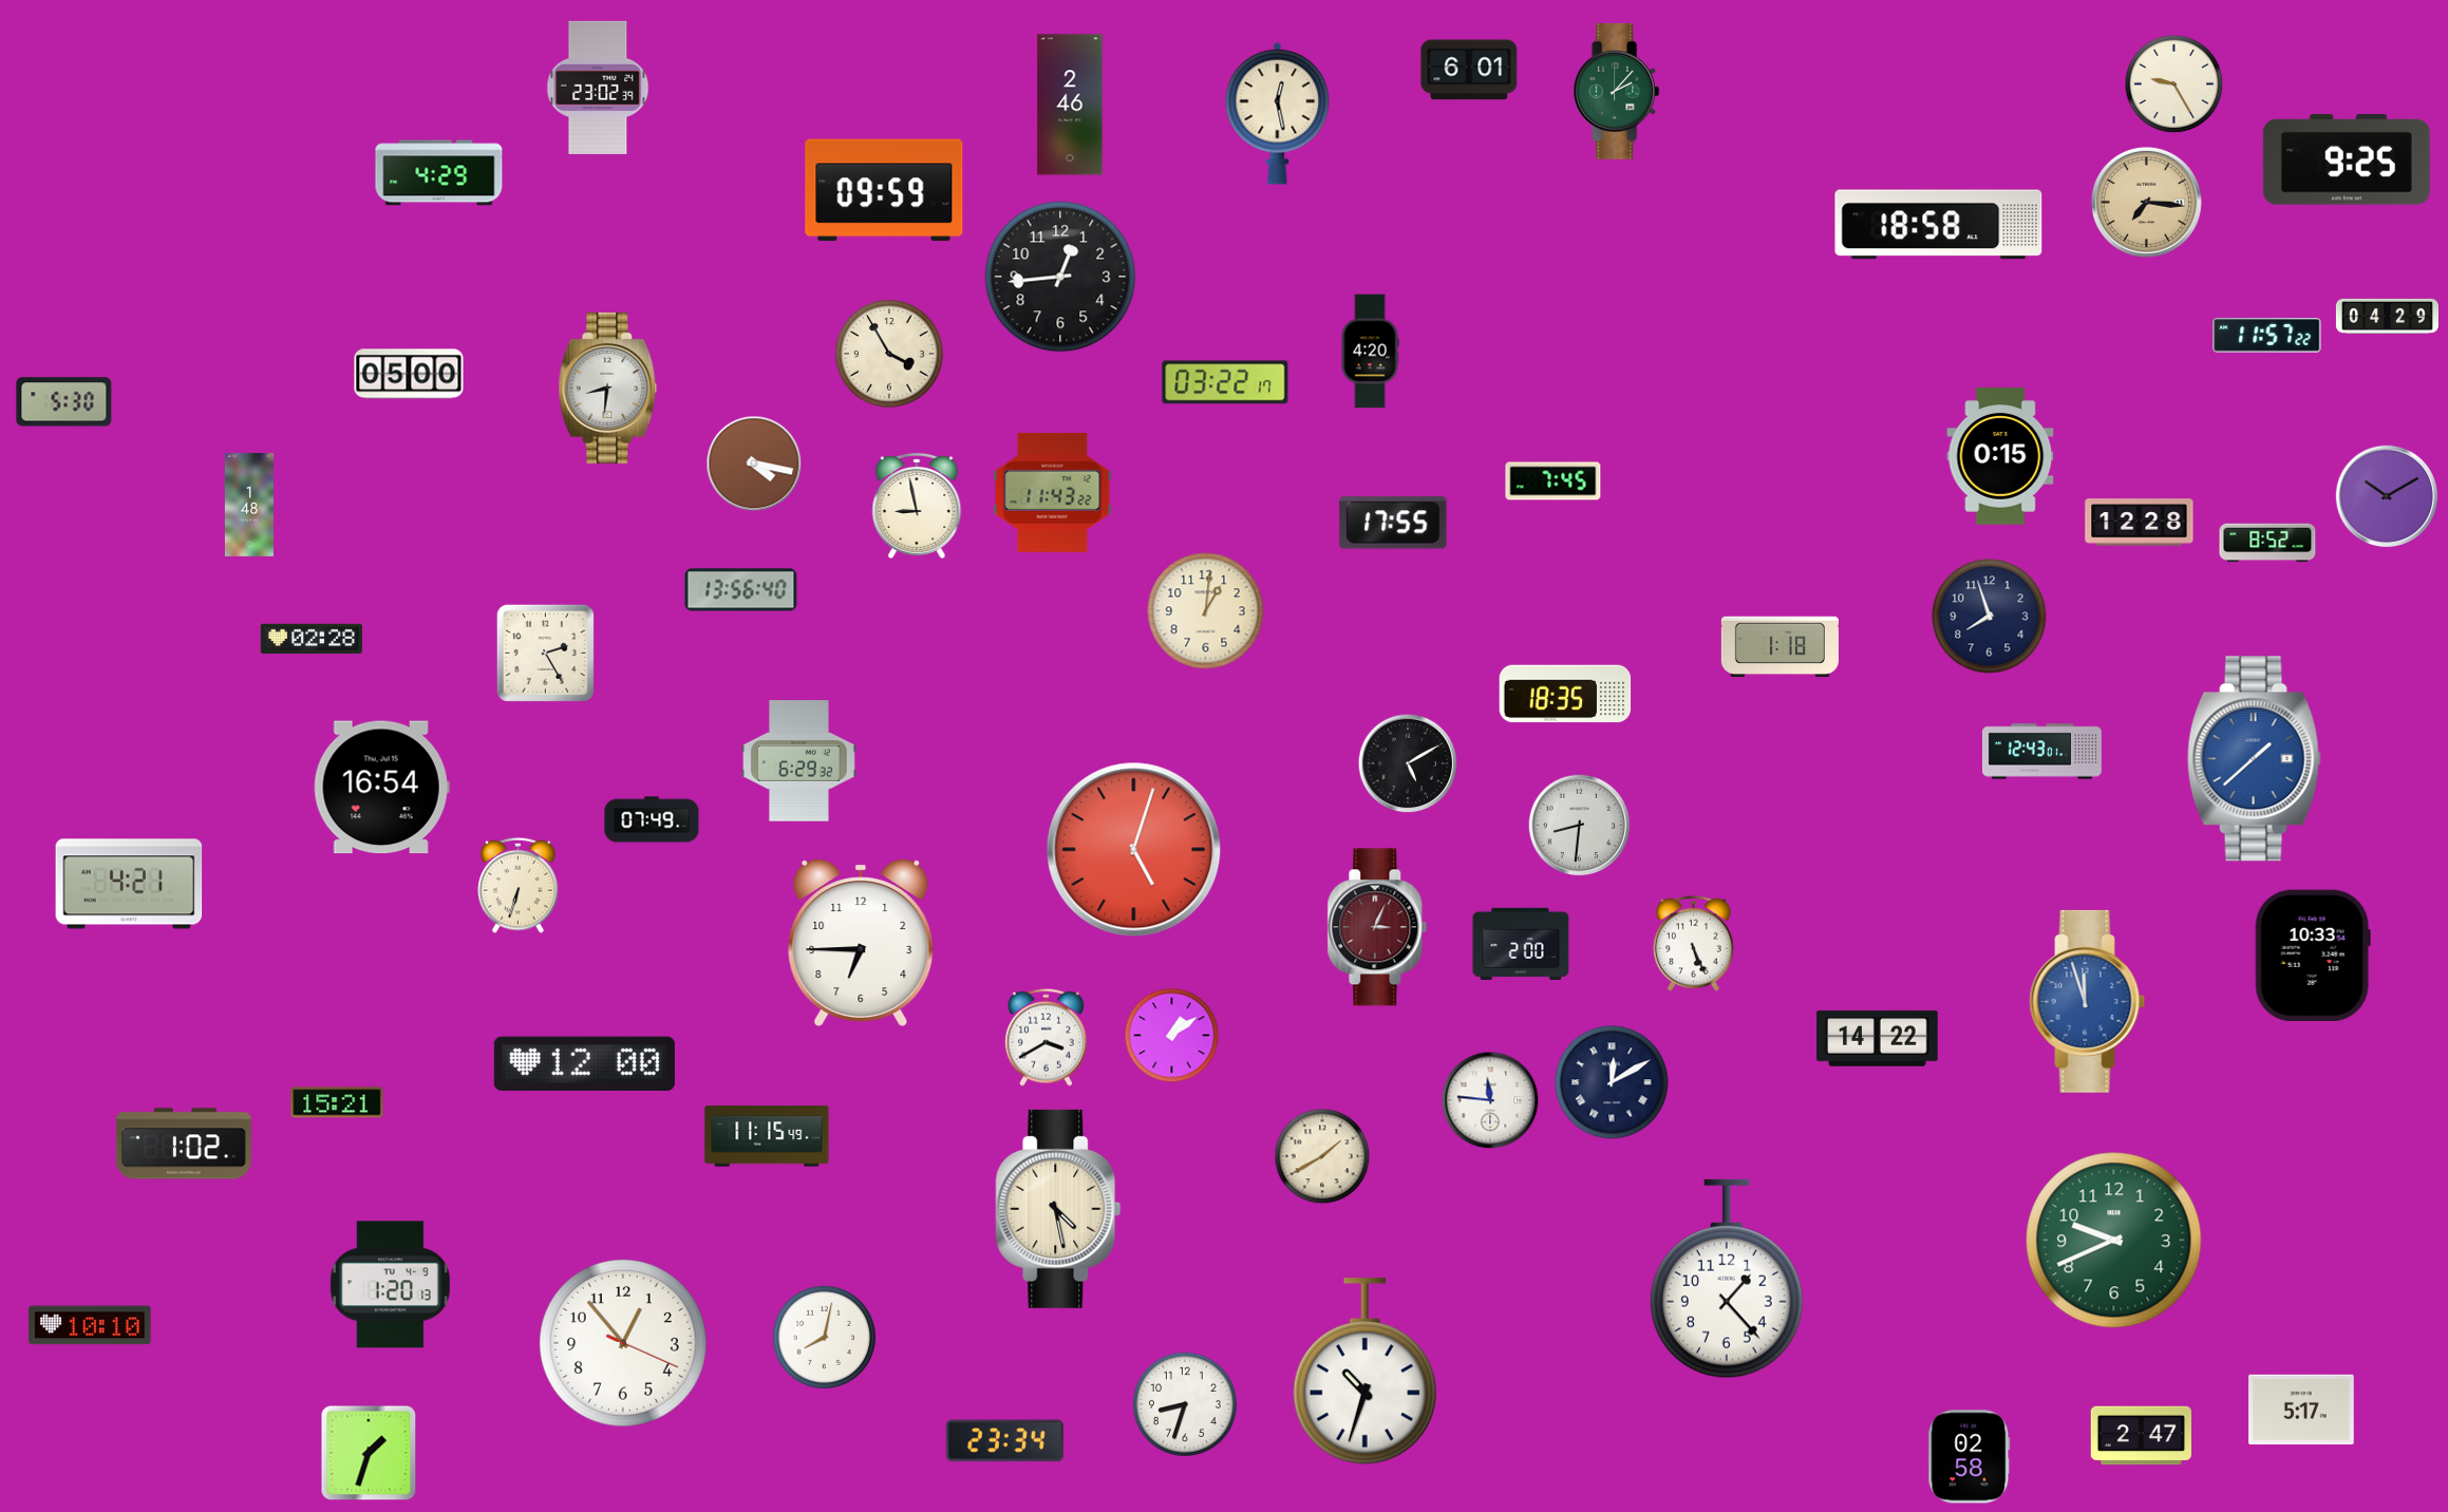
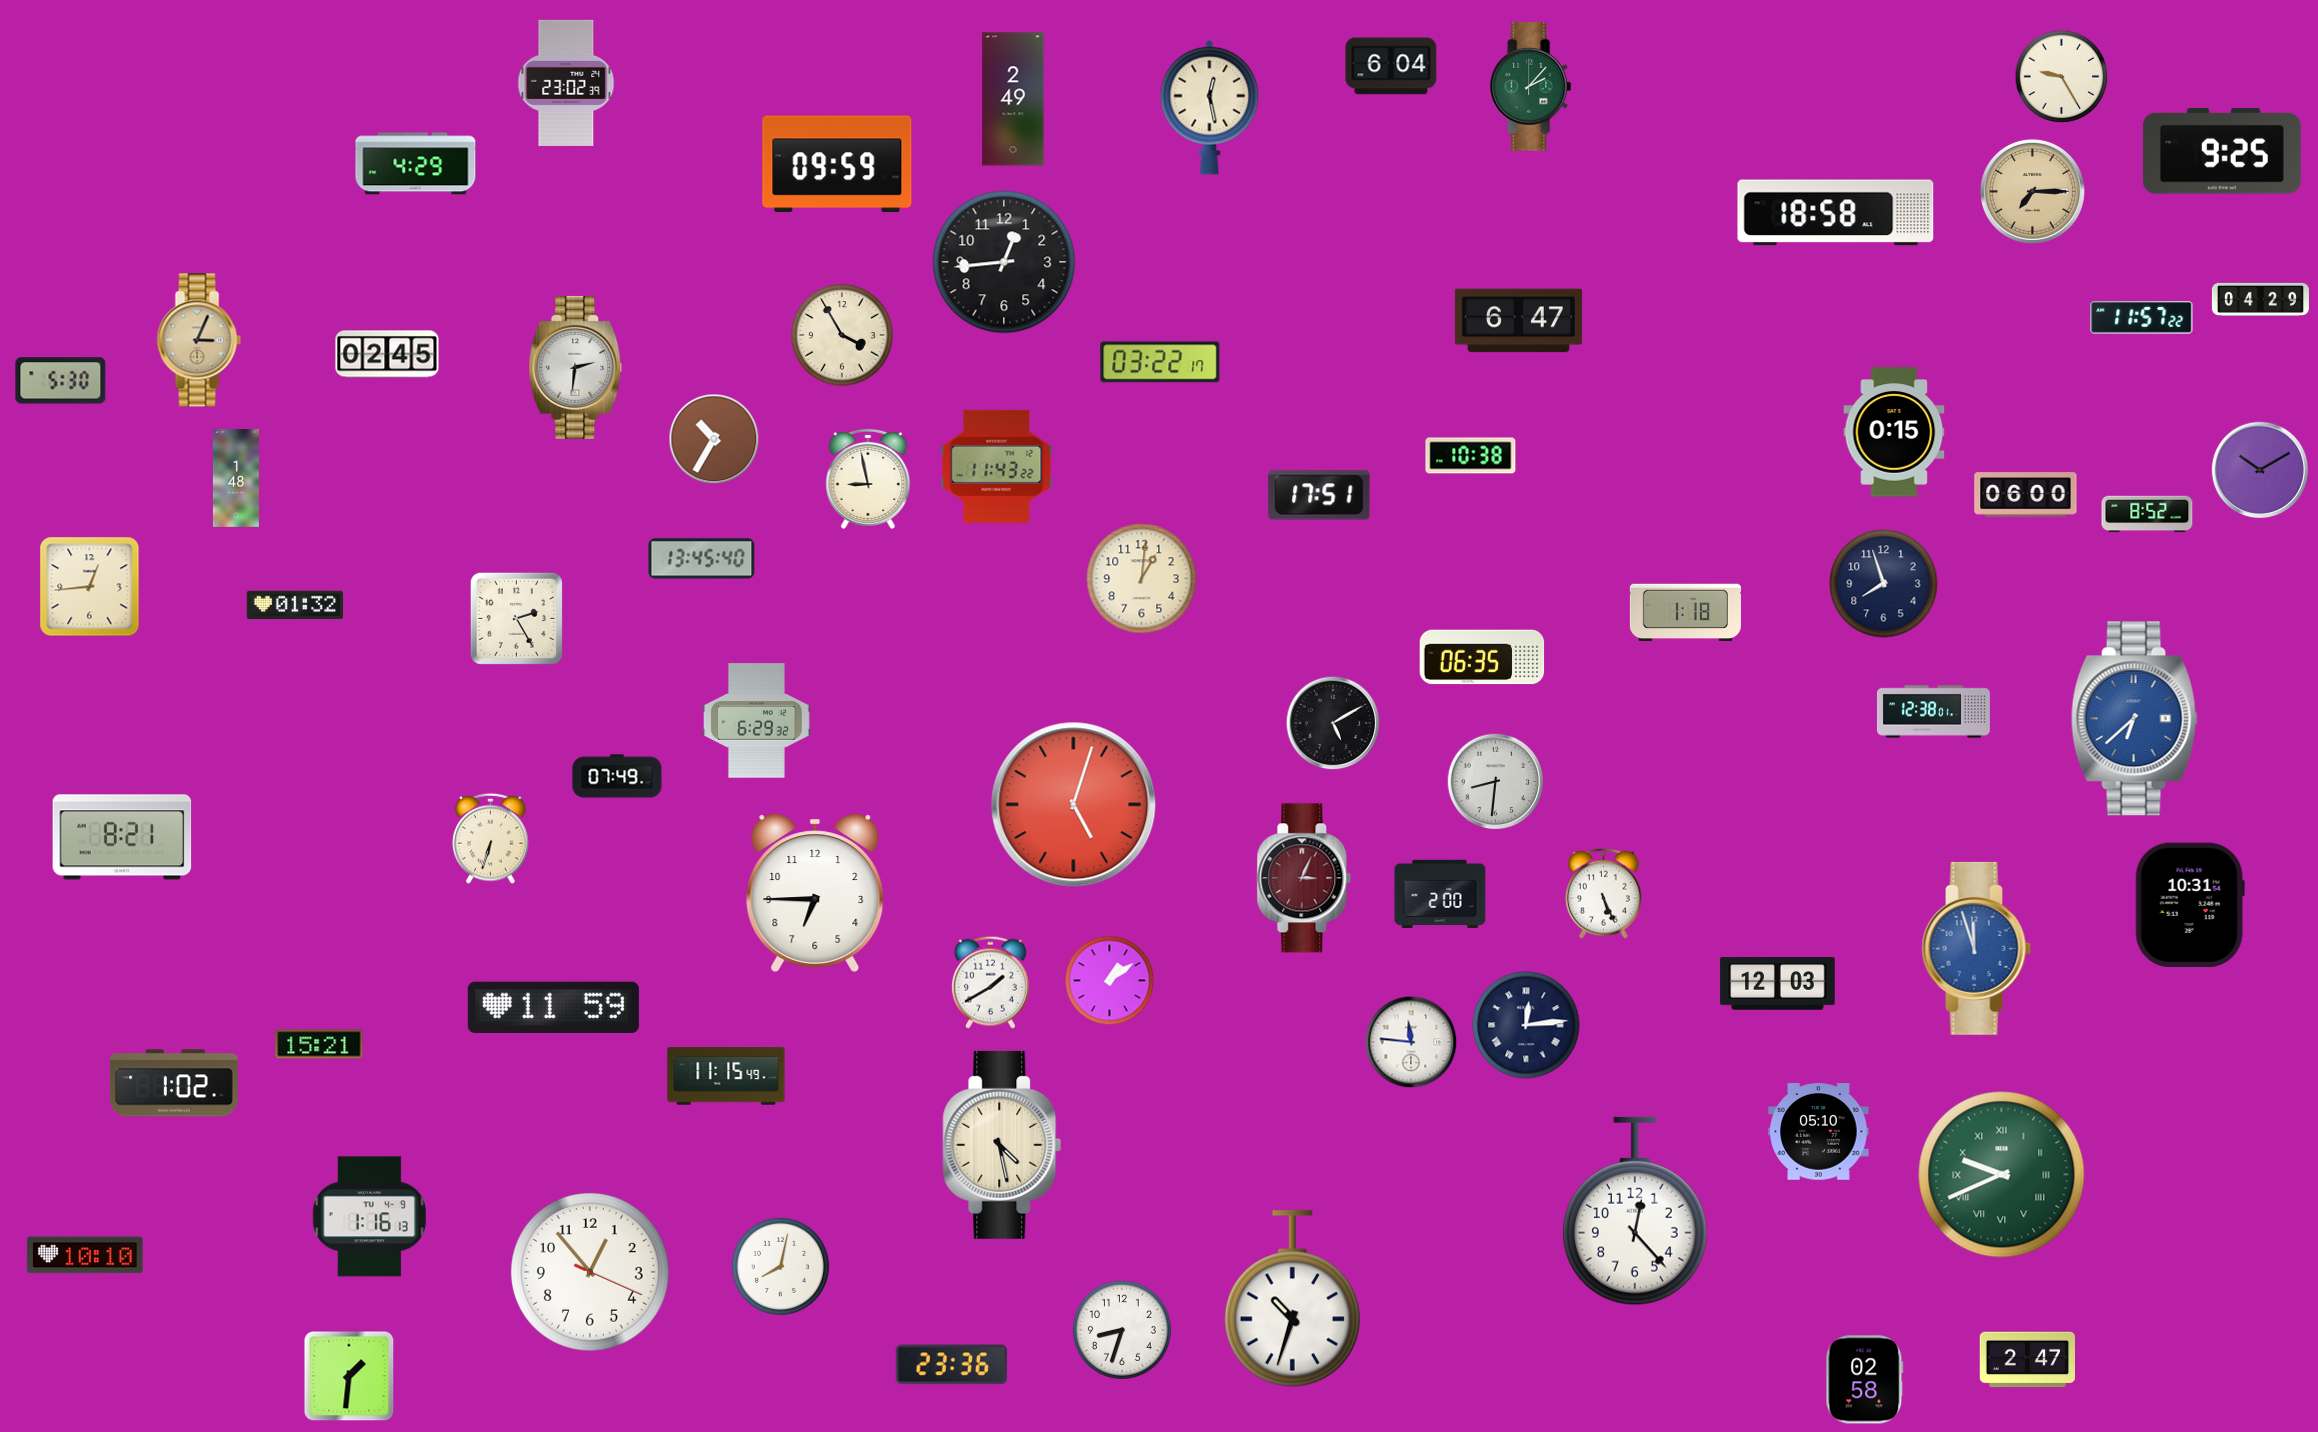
clock at (1469, 70): 6:01 -> 6:04
clock at (2174, 84) position: (2174, 84) -> (2062, 77)
clock at (1070, 105): 2:46 -> 2:49
clock at (884, 190) position: (884, 190) -> (837, 164)
clock at (2146, 202): 7:16 -> 7:15
clock at (2267, 336) position: (2267, 336) -> (2142, 318)
clock at (1518, 321): none -> 6:47
clock at (1370, 352): 4:20 -> none
clock at (199, 340): none -> 3:04
clock at (409, 374): 05:00 -> 02:45
clock at (608, 388): 8:31 -> 2:31
clock at (754, 464): 4:17 -> 10:35
clock at (1553, 481): 7:45 -> 10:38
clock at (1393, 523): 17:55 -> 17:51
clock at (2140, 523): 12:28 -> 06:00
clock at (741, 590): 13:56 -> 13:45
clock at (90, 587): none -> 12:44
clock at (312, 639): 02:28 -> 01:32
clock at (1565, 694): 18:35 -> 06:35
clock at (2041, 752): 12:43 -> 12:38
clock at (2254, 759): 1:38 -> 6:38
clock at (381, 788): 16:54 -> none
clock at (129, 884): 4:21 -> 8:21
clock at (2313, 956): 10:33 -> 10:31
clock at (1046, 1037): 3:40 -> 1:40
clock at (1878, 1039): 14:22 -> 12:03
clock at (584, 1063): 12:00 -> 11:59
clock at (1612, 1082): 12:10 -> 12:14
clock at (1322, 1156): 1:40 -> none
clock at (1819, 1132): none -> 05:10
clock at (2114, 1241) numerals: Arabic -> Roman
clock at (1727, 1279): 1:23 -> 12:23
clock at (390, 1285): 1:20 -> 1:16
clock at (2301, 1410): 5:17 -> none
clock at (1004, 1441): 23:34 -> 23:36
clock at (369, 1453): 1:33 -> 1:31
